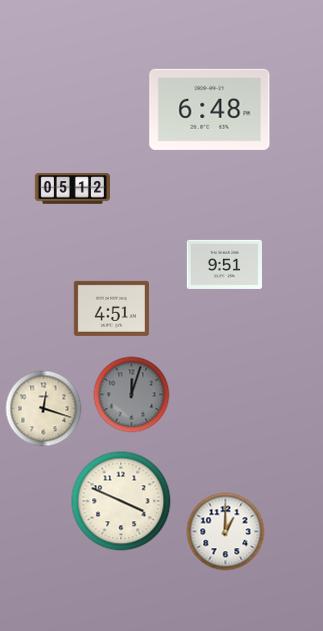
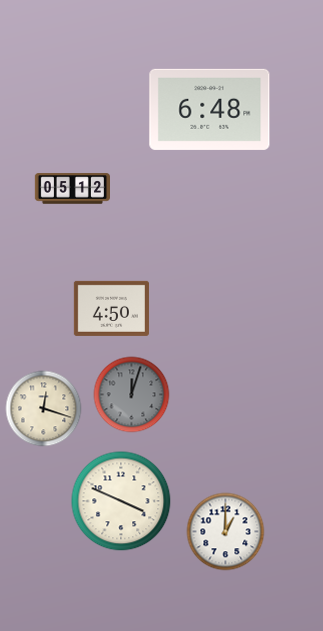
clock at (224, 264): 9:51 -> none
clock at (111, 308): 4:51 -> 4:50
